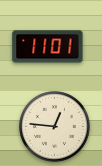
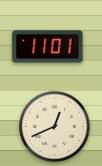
clock at (55, 127): 12:46 -> 12:41
